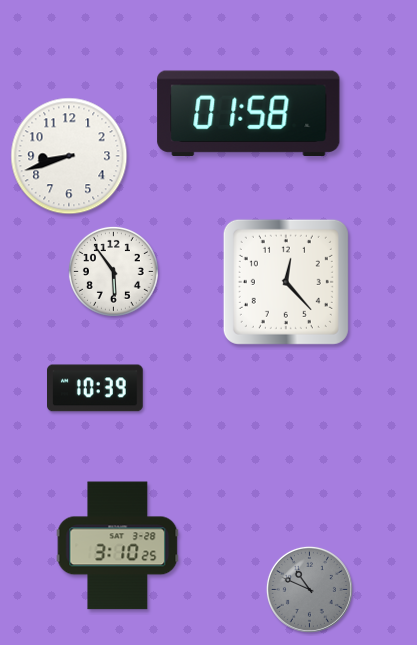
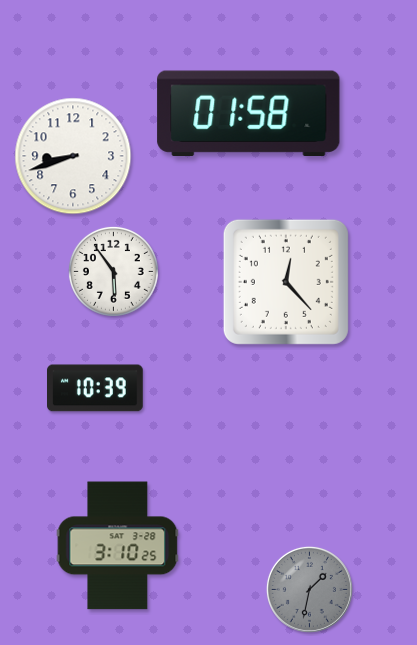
clock at (69, 156) position: (69, 156) -> (73, 156)
clock at (309, 589): 10:49 -> 1:32
